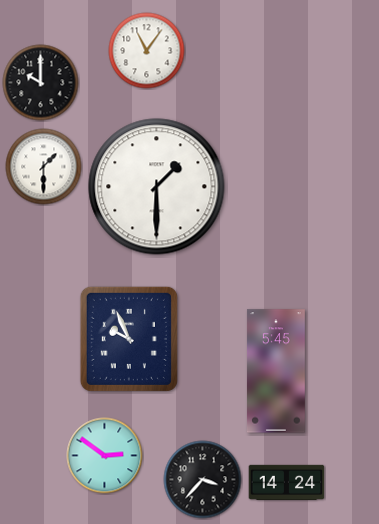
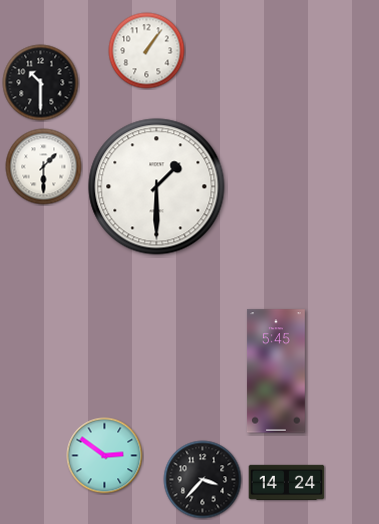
clock at (147, 51): 11:06 -> 1:06
clock at (41, 83): 10:00 -> 10:30
clock at (129, 339): 9:56 -> none
